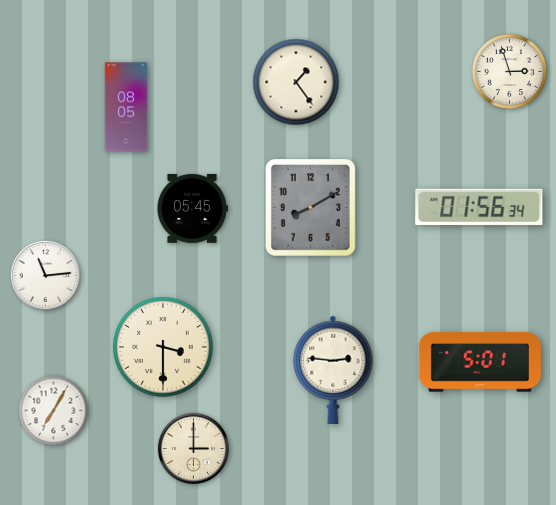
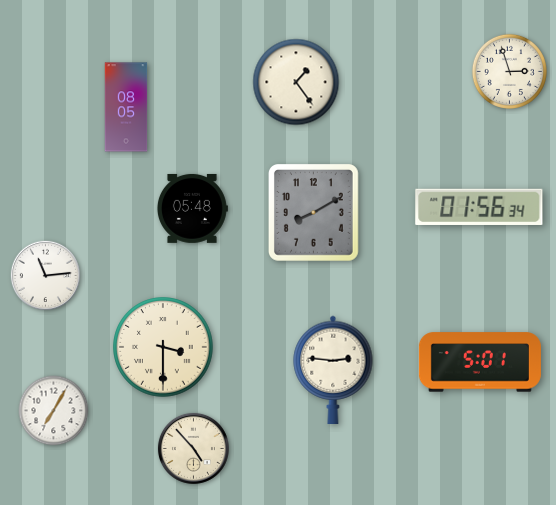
clock at (192, 208): 05:45 -> 05:48
clock at (311, 208) position: (311, 208) -> (314, 213)
clock at (193, 448): 3:00 -> 4:53
